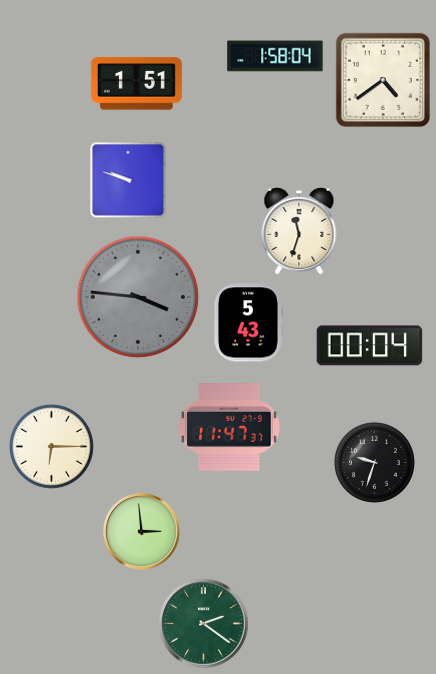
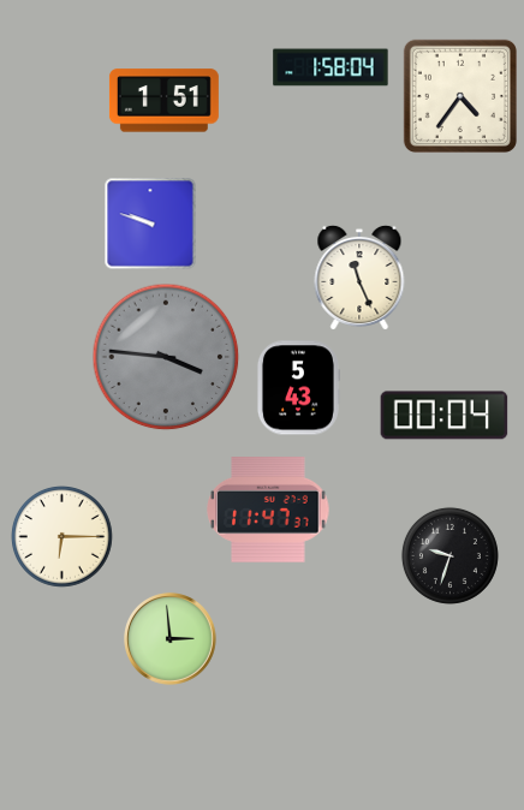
clock at (383, 80): 4:39 -> 4:36
clock at (128, 180) position: (128, 180) -> (150, 224)
clock at (299, 230): 11:33 -> 11:26
clock at (229, 428) position: (229, 428) -> (268, 511)
clock at (204, 624): 2:21 -> none
